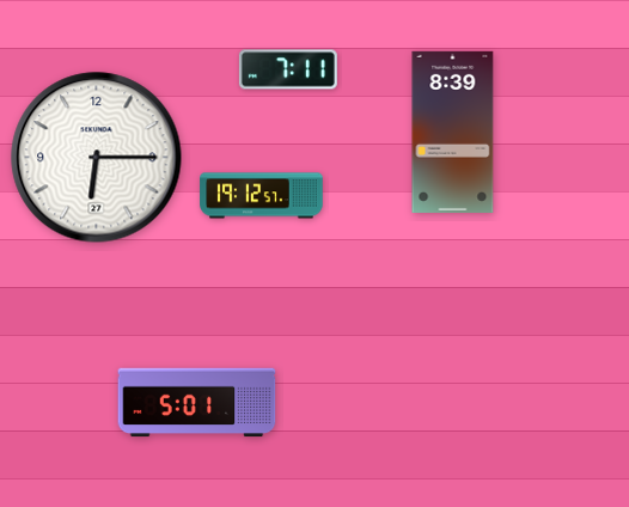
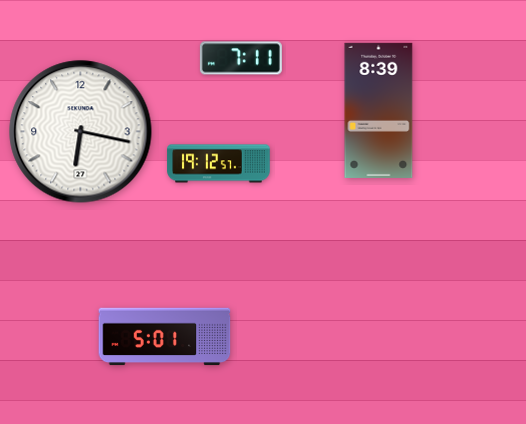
clock at (97, 158): 6:15 -> 6:17
